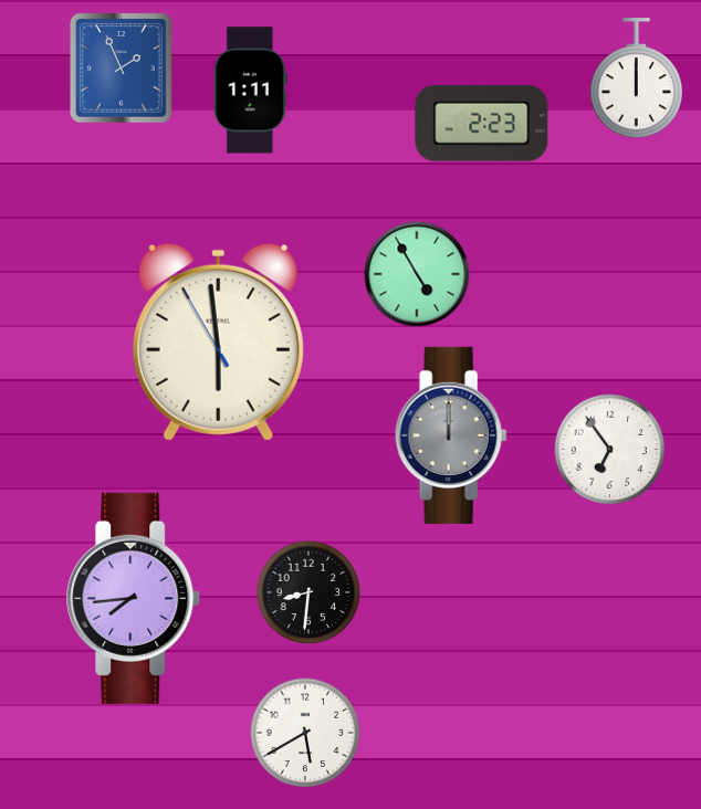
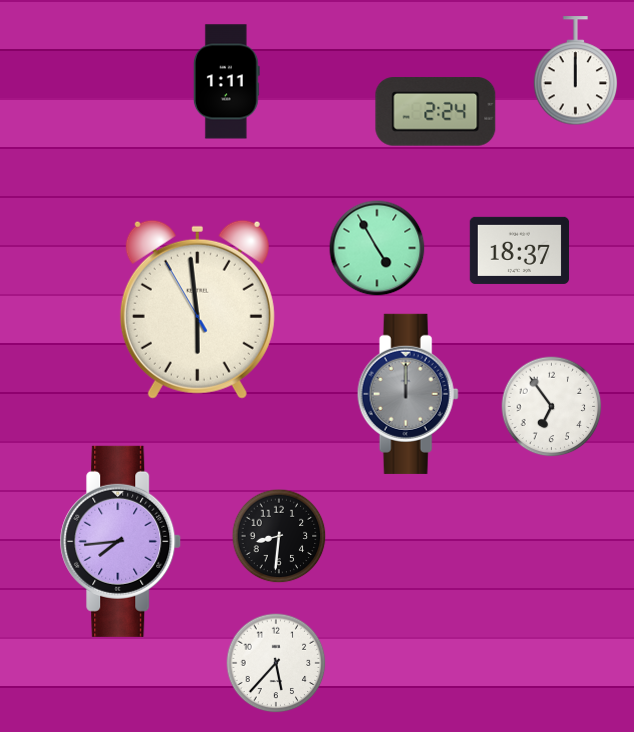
clock at (122, 69): 1:56 -> none
clock at (482, 124): 2:23 -> 2:24
clock at (520, 250): none -> 18:37
clock at (305, 733): 5:40 -> 5:37
